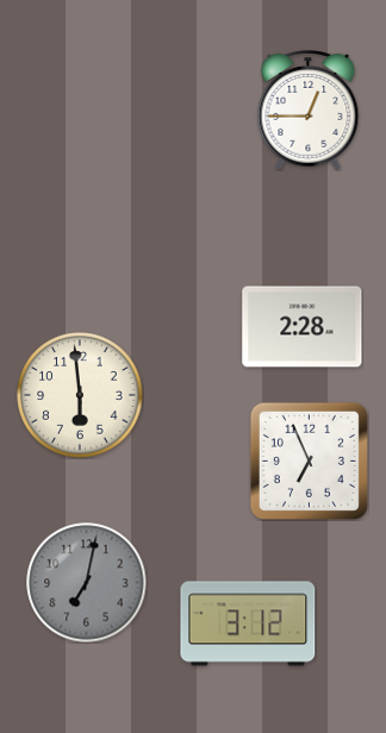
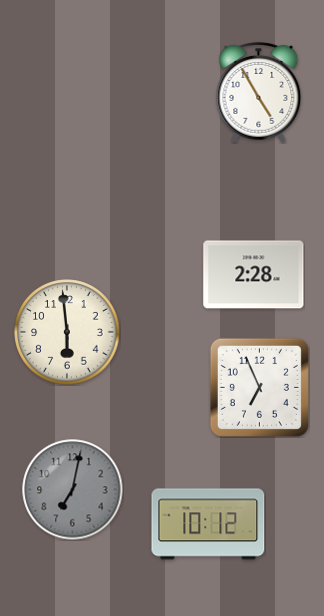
clock at (309, 111): 12:45 -> 4:55
clock at (248, 624): 3:12 -> 10:12
